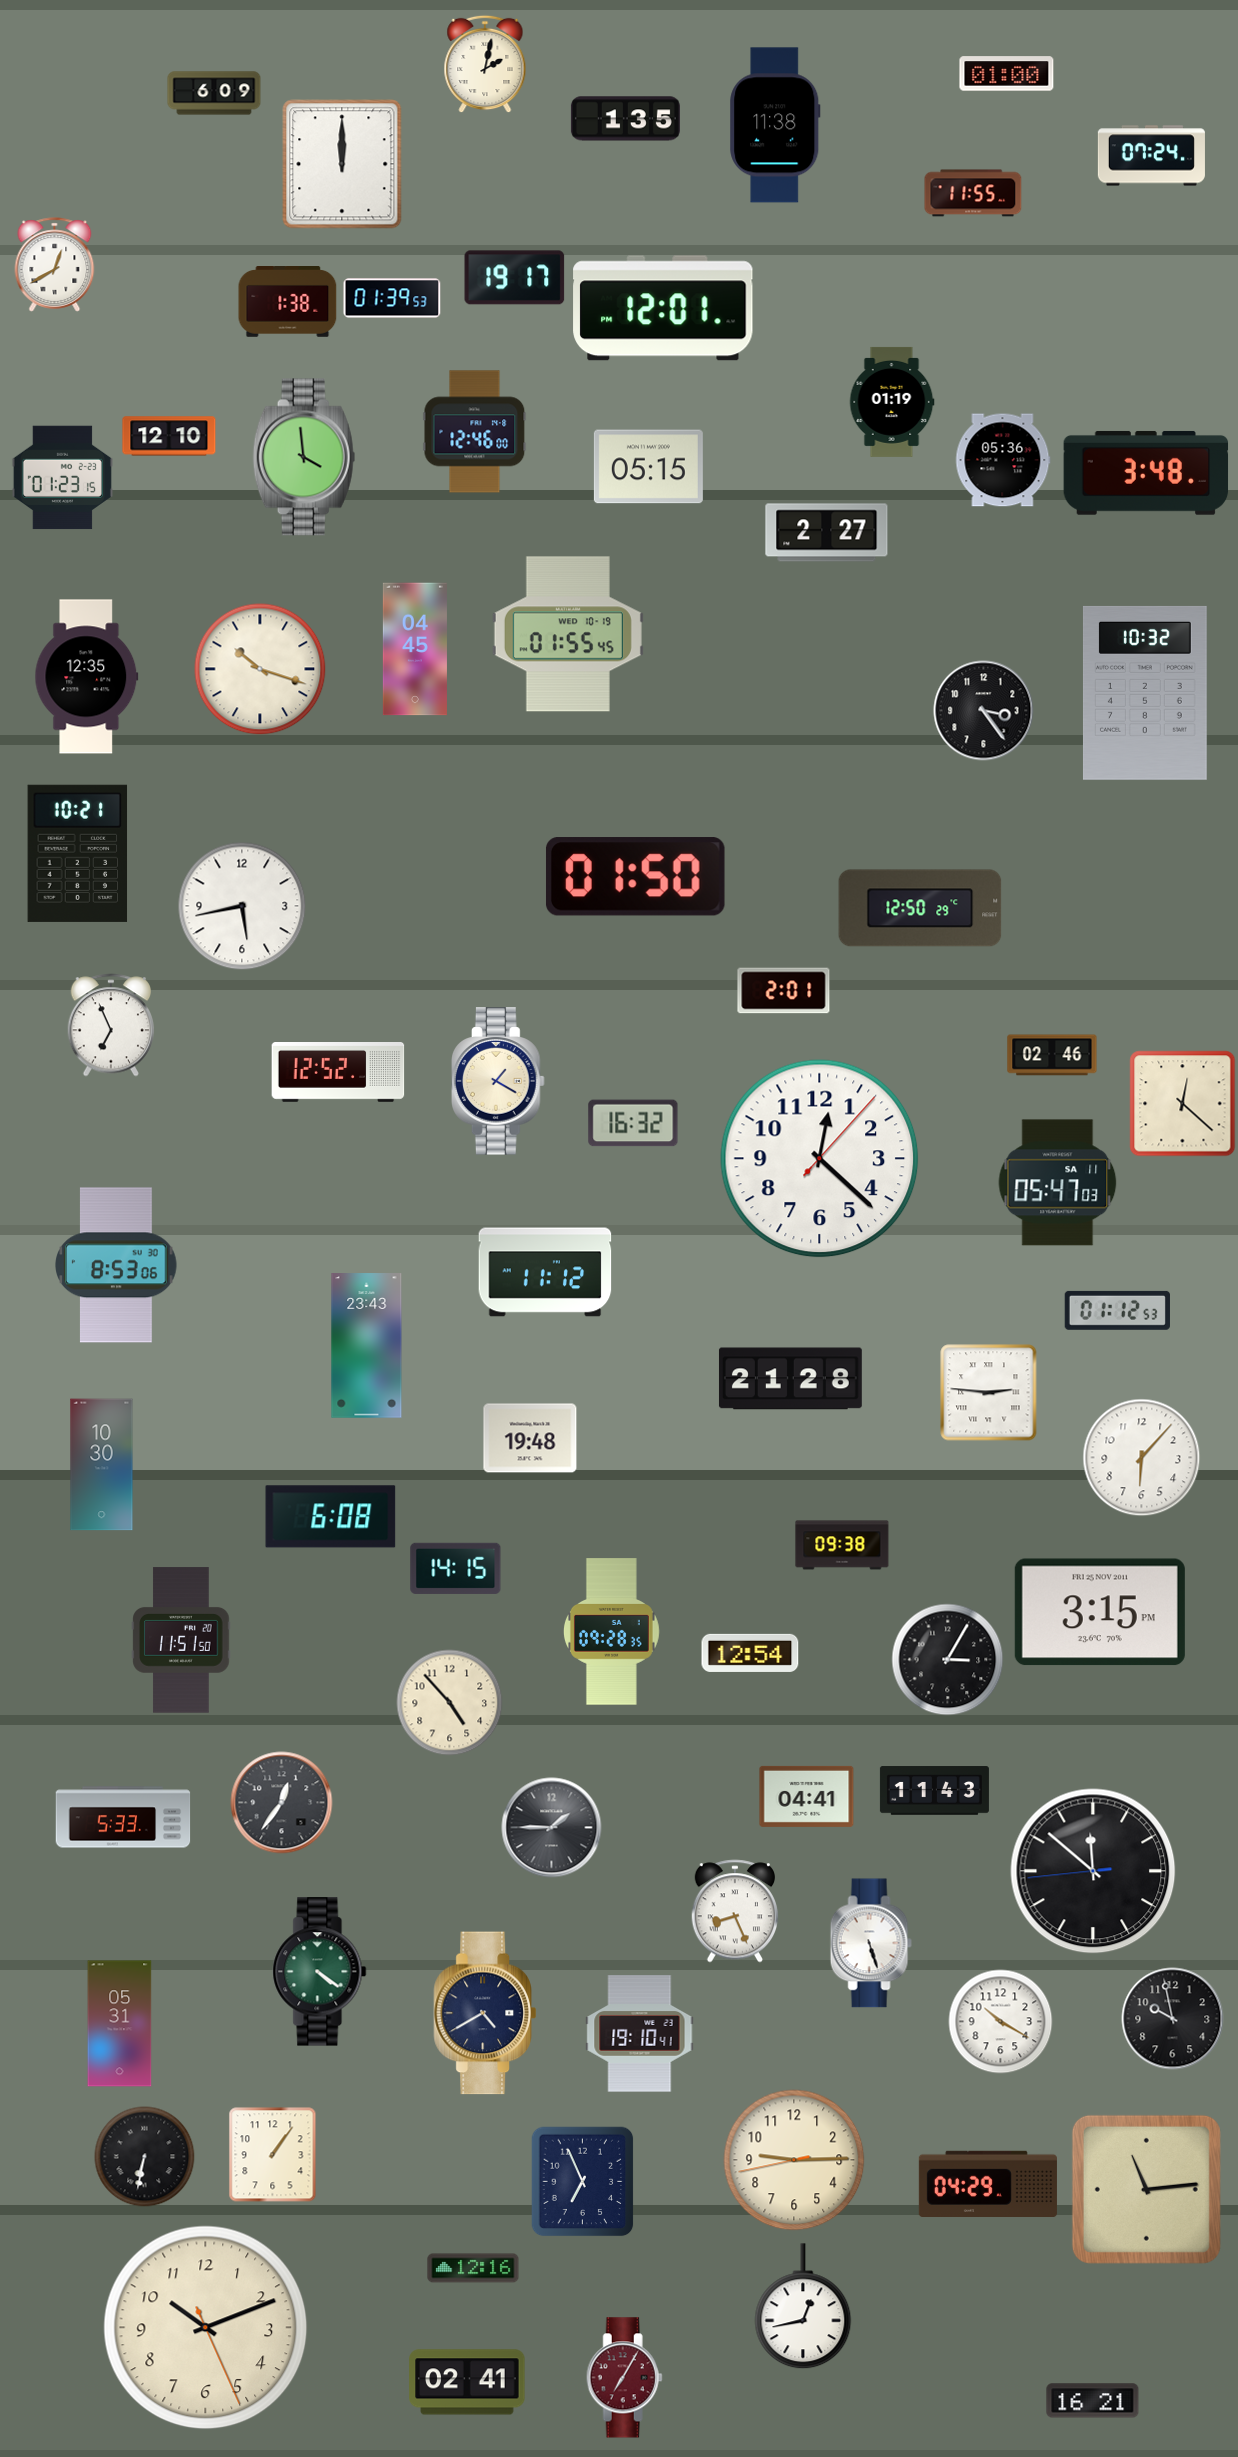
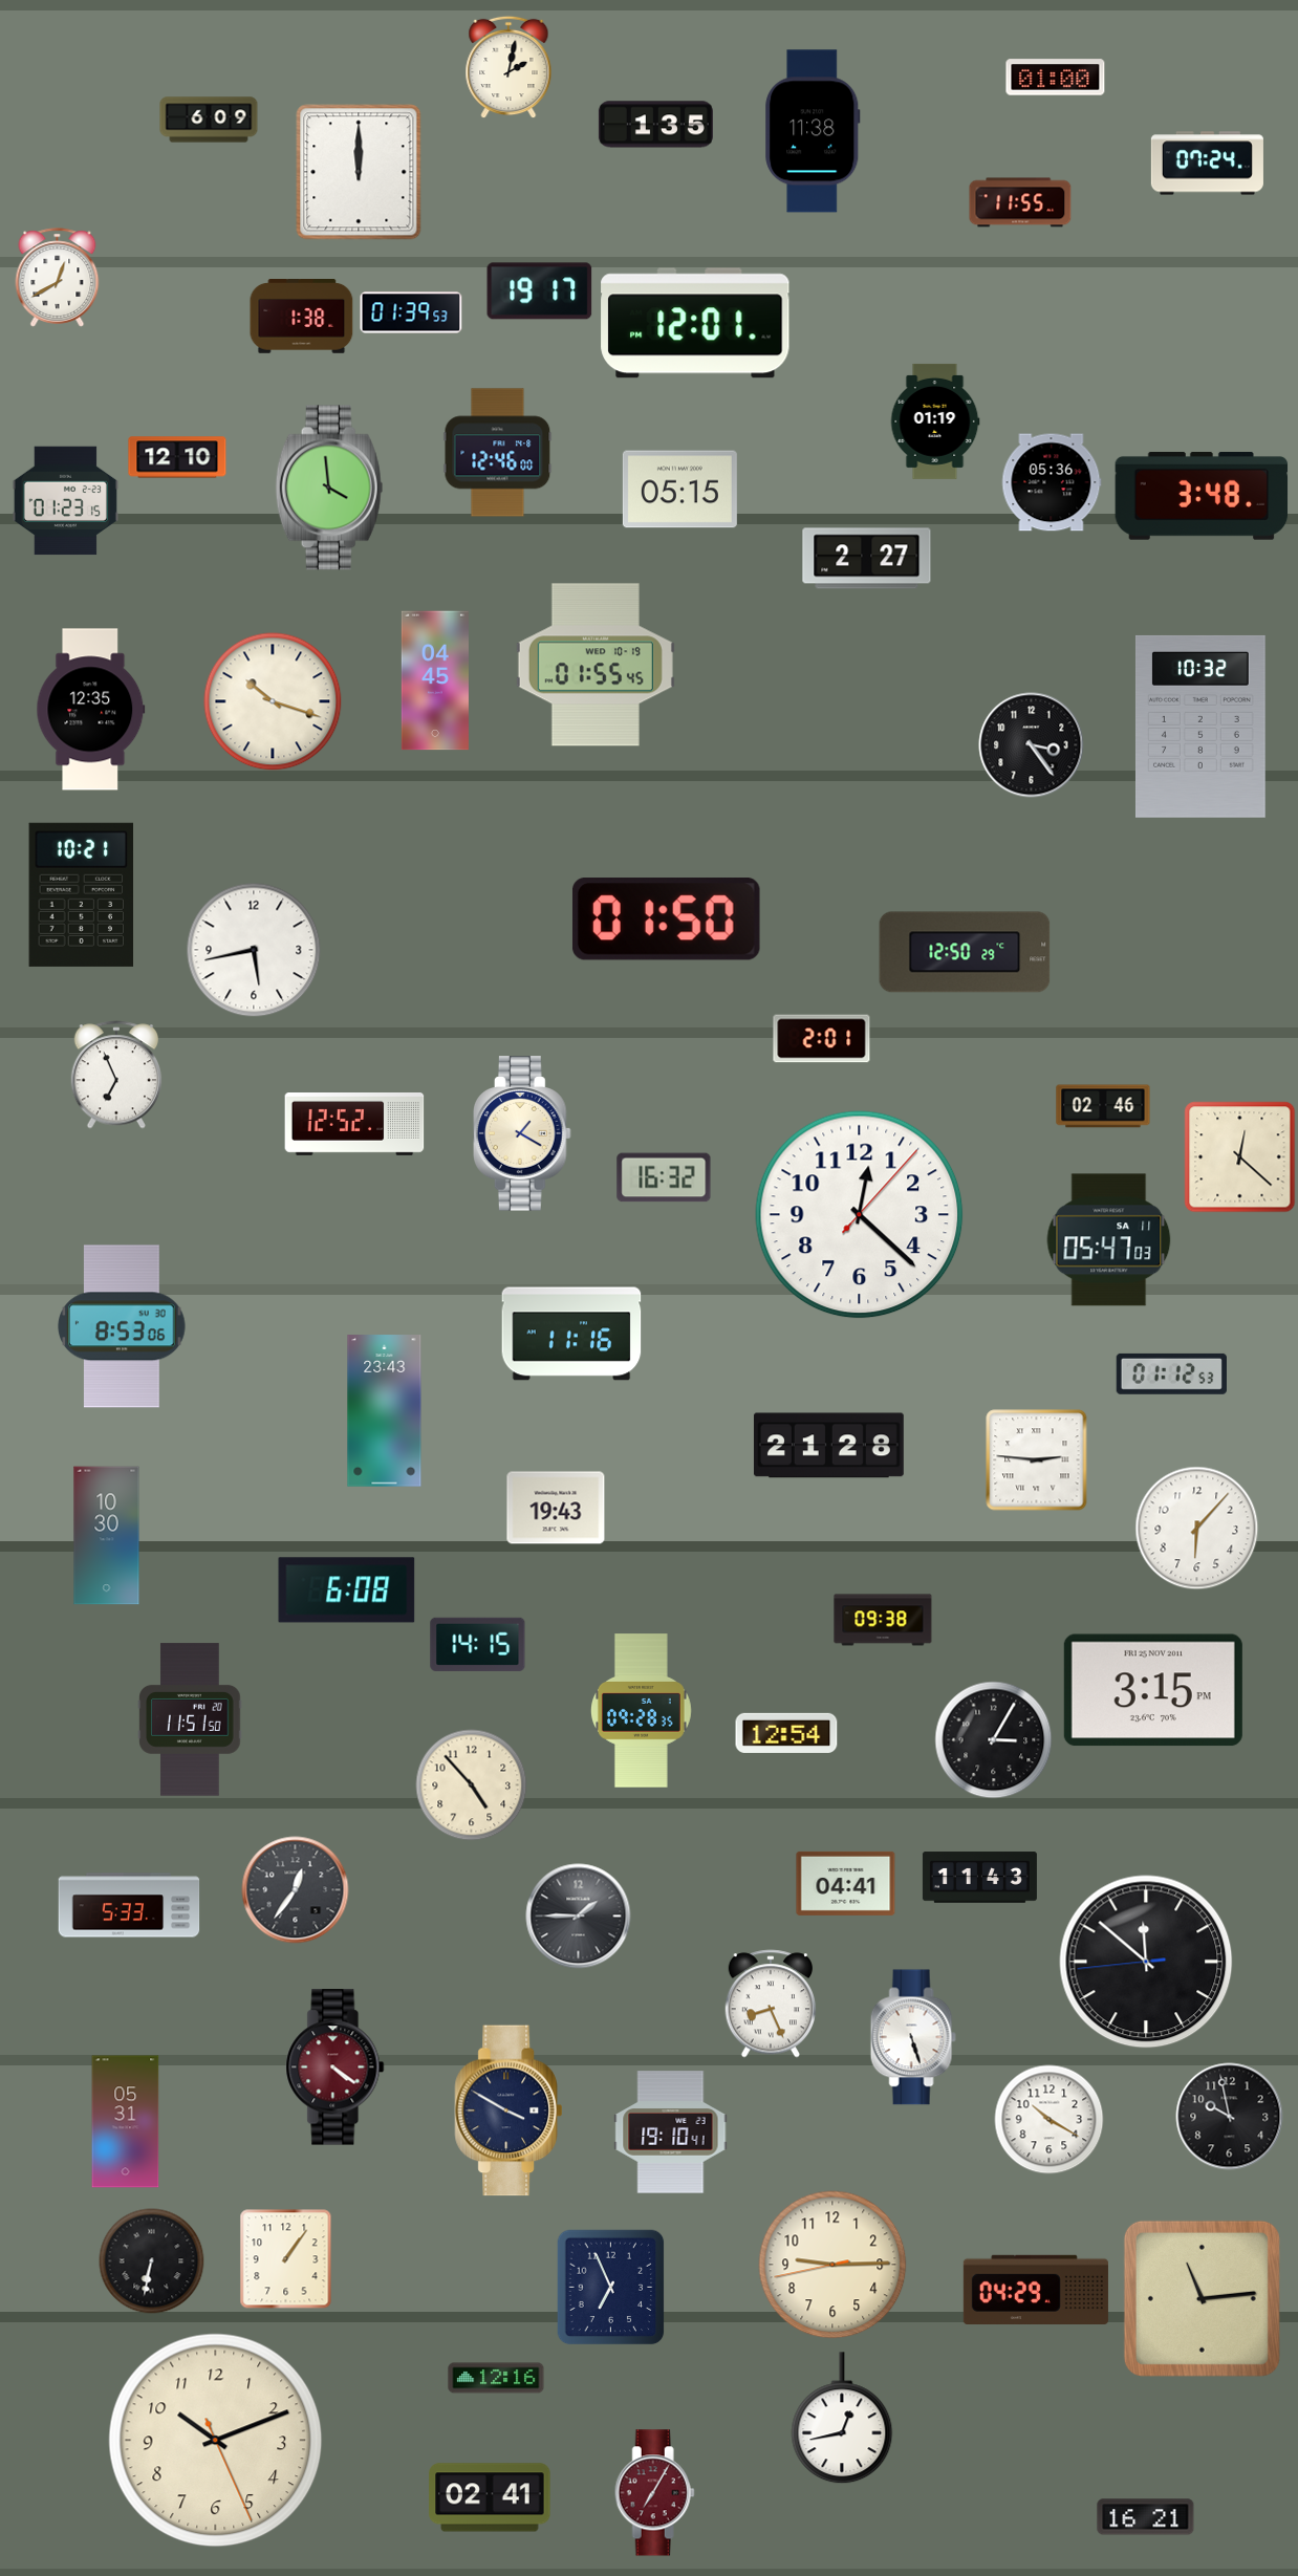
clock at (214, 93) position: (214, 93) -> (209, 120)
clock at (304, 457) position: (304, 457) -> (329, 488)
clock at (545, 1272): 11:12 -> 11:16
clock at (530, 1438): 19:48 -> 19:43
clock at (320, 1972) dial: green -> burgundy
clock at (485, 2013): 4:40 -> 3:50
clock at (1146, 2189) position: (1146, 2189) -> (1202, 2298)
